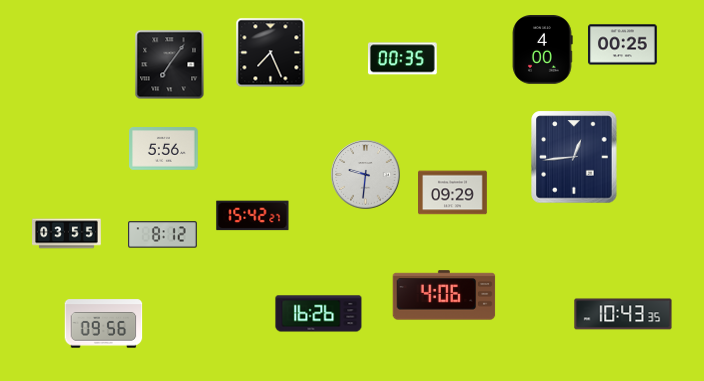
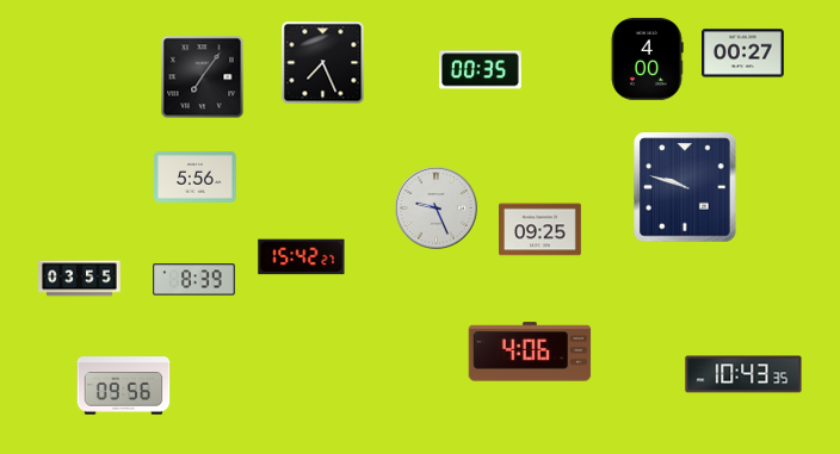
clock at (623, 45): 00:25 -> 00:27
clock at (574, 157): 12:44 -> 9:48
clock at (366, 175): 9:31 -> 9:26
clock at (453, 193): 09:29 -> 09:25
clock at (163, 235): 8:12 -> 8:39
clock at (319, 314): 16:26 -> none
